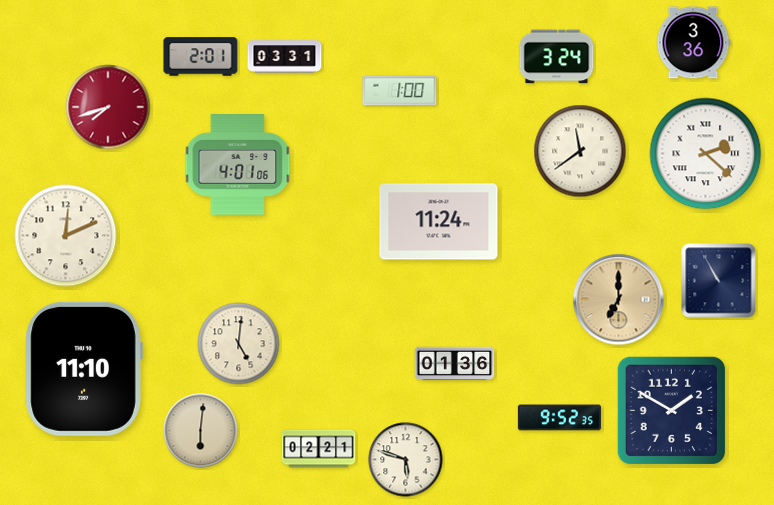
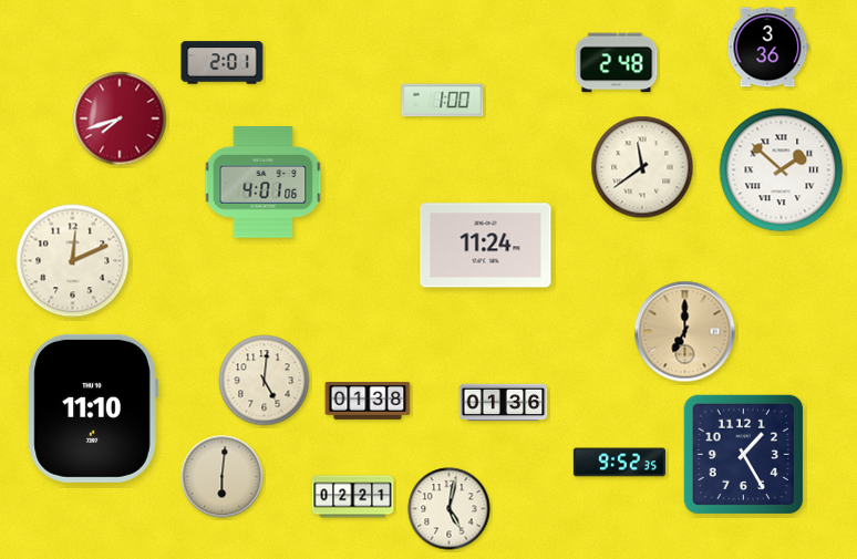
clock at (285, 57): 03:31 -> none
clock at (557, 57): 3:24 -> 2:48
clock at (706, 154): 2:22 -> 1:52
clock at (719, 281): 10:55 -> none
clock at (368, 401): none -> 01:38
clock at (671, 410): 1:50 -> 1:25
clock at (406, 460): 5:48 -> 5:02
